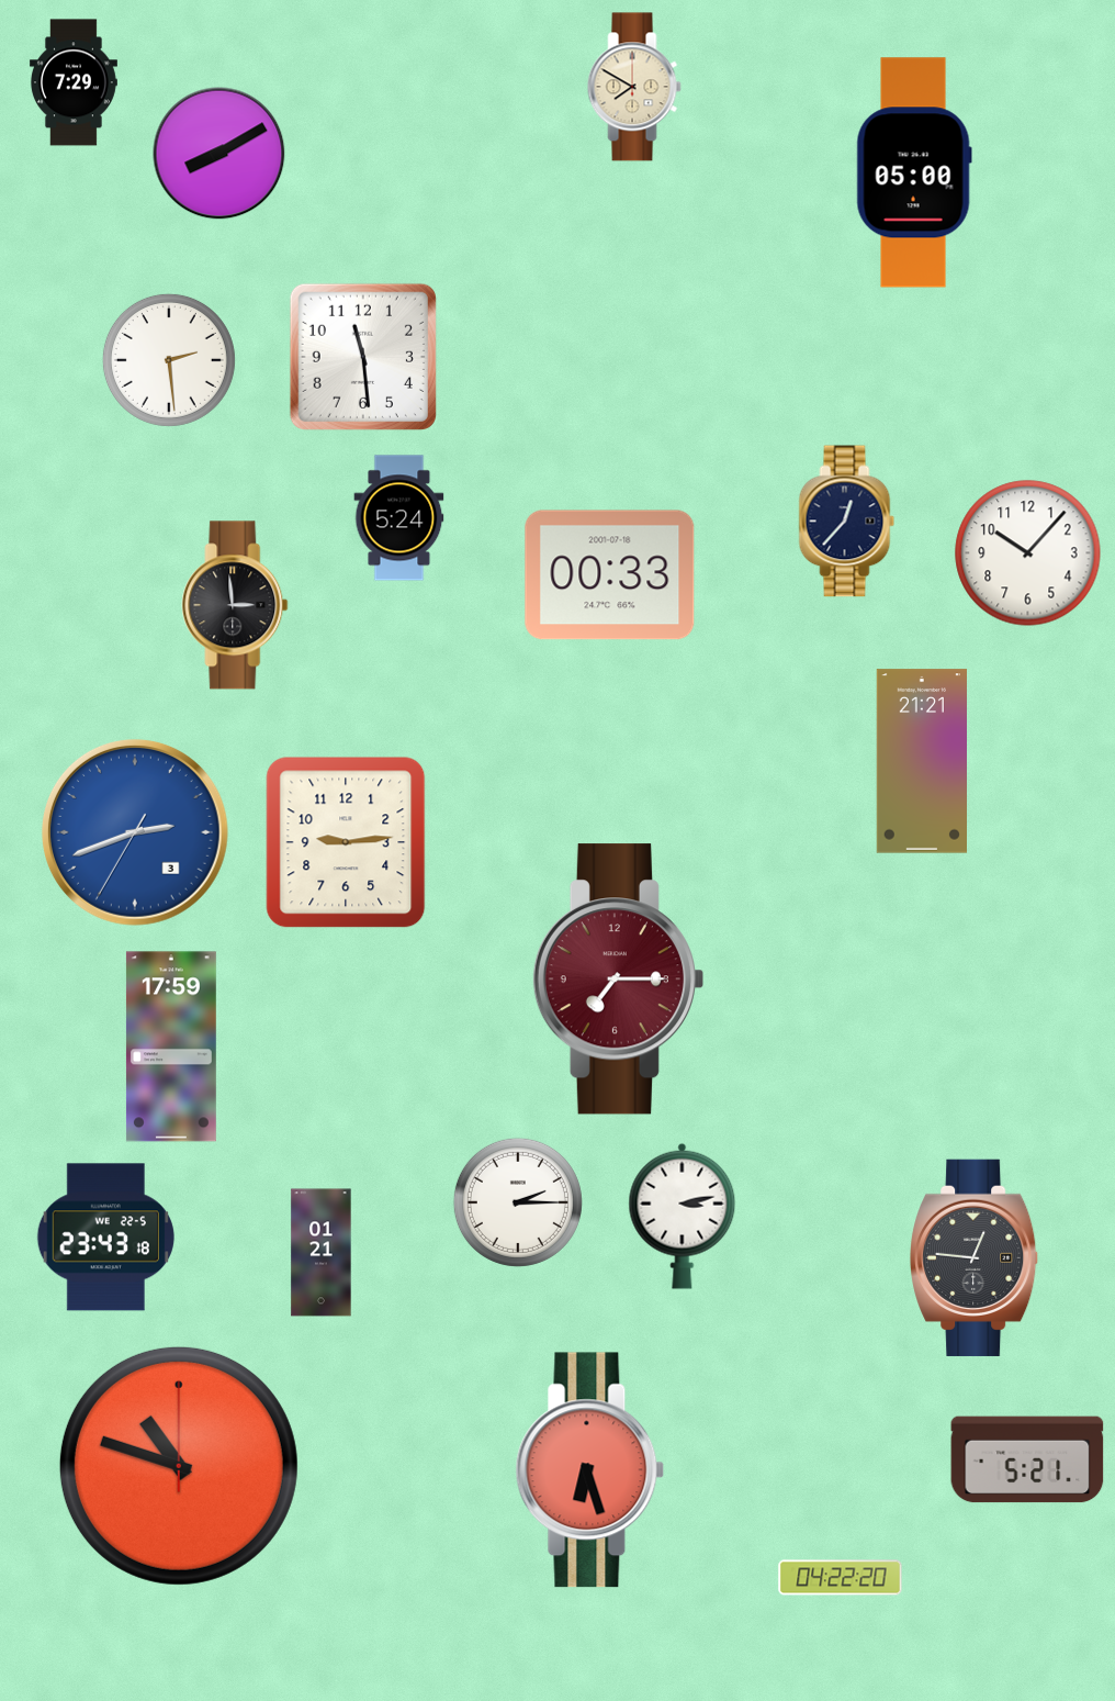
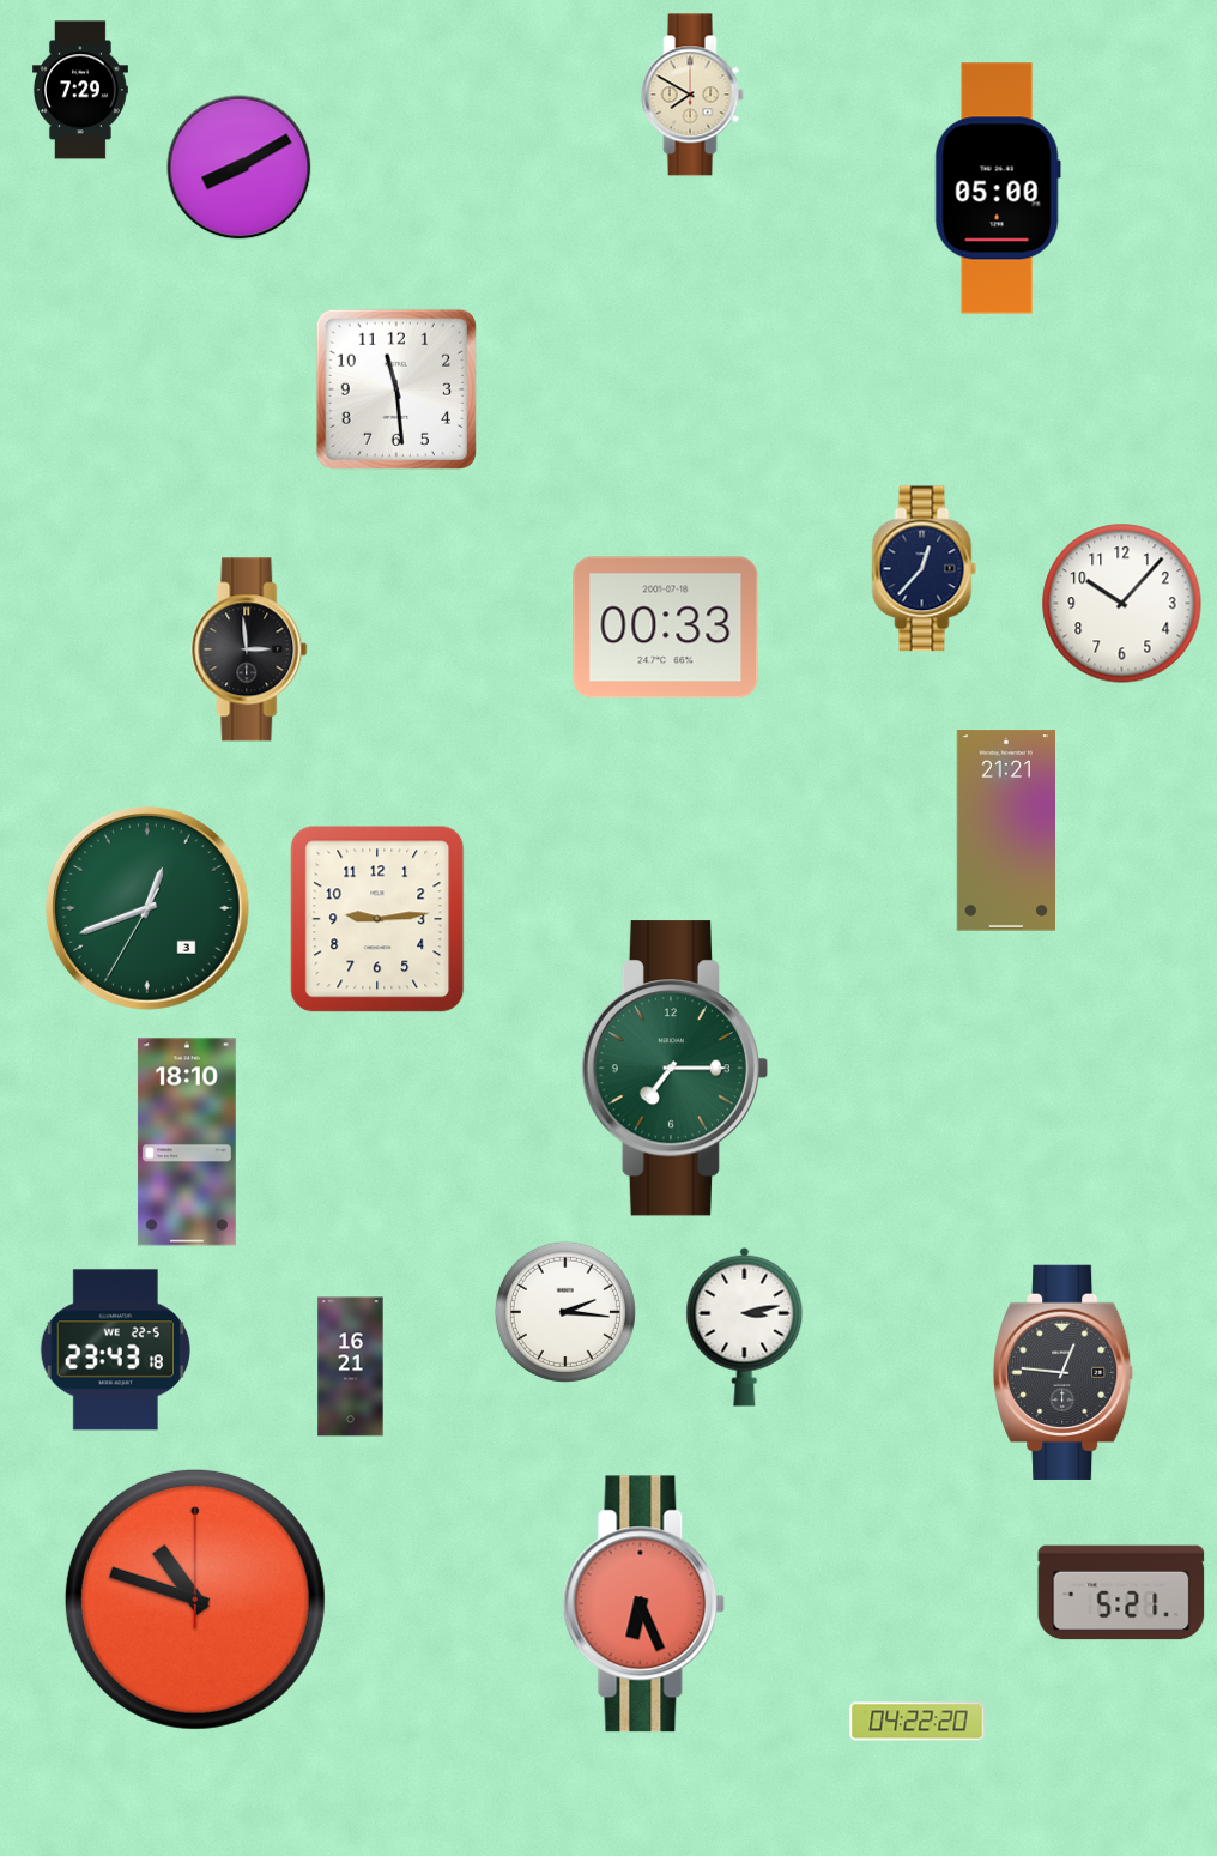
clock at (169, 360): 2:29 -> none
clock at (399, 518): 5:24 -> none
clock at (235, 605) position: (235, 605) -> (249, 649)
clock at (135, 832): 2:41 -> 12:41
clock at (135, 832) dial: blue -> green
clock at (618, 980) dial: burgundy -> green
clock at (171, 1047): 17:59 -> 18:10
clock at (518, 1202): 2:15 -> 2:16
clock at (322, 1253): 01:21 -> 16:21
clock at (590, 1470): 6:27 -> 6:26
